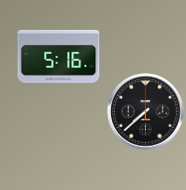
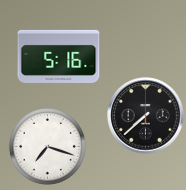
clock at (146, 112) position: (146, 112) -> (146, 116)
clock at (47, 146): none -> 7:18
